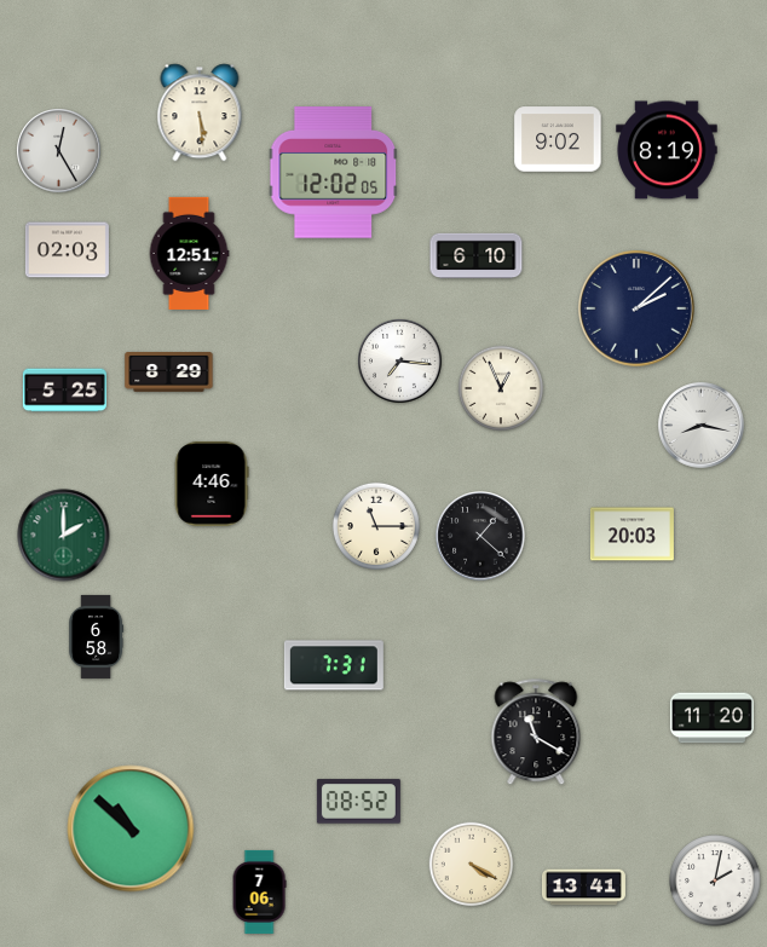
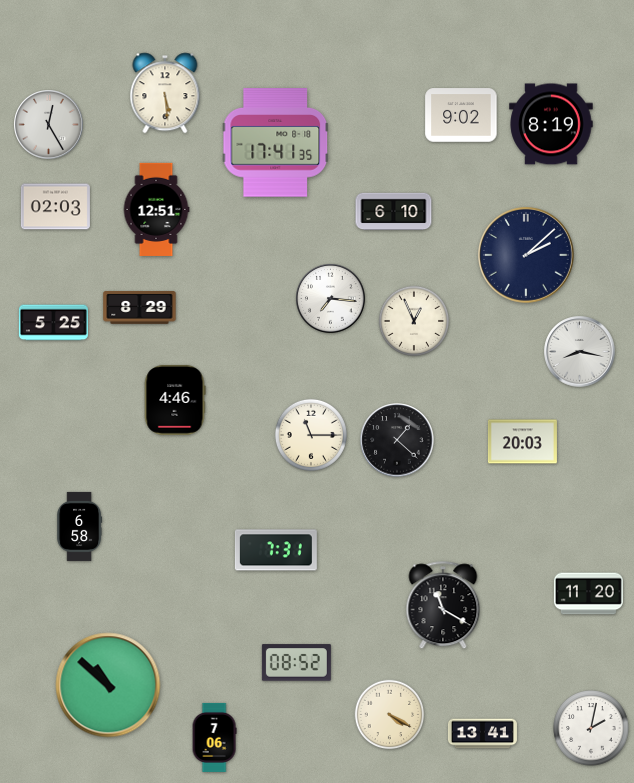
clock at (334, 173): 12:02 -> 17:41
clock at (64, 536): 2:00 -> none
clock at (480, 536) position: (480, 536) -> (397, 440)
